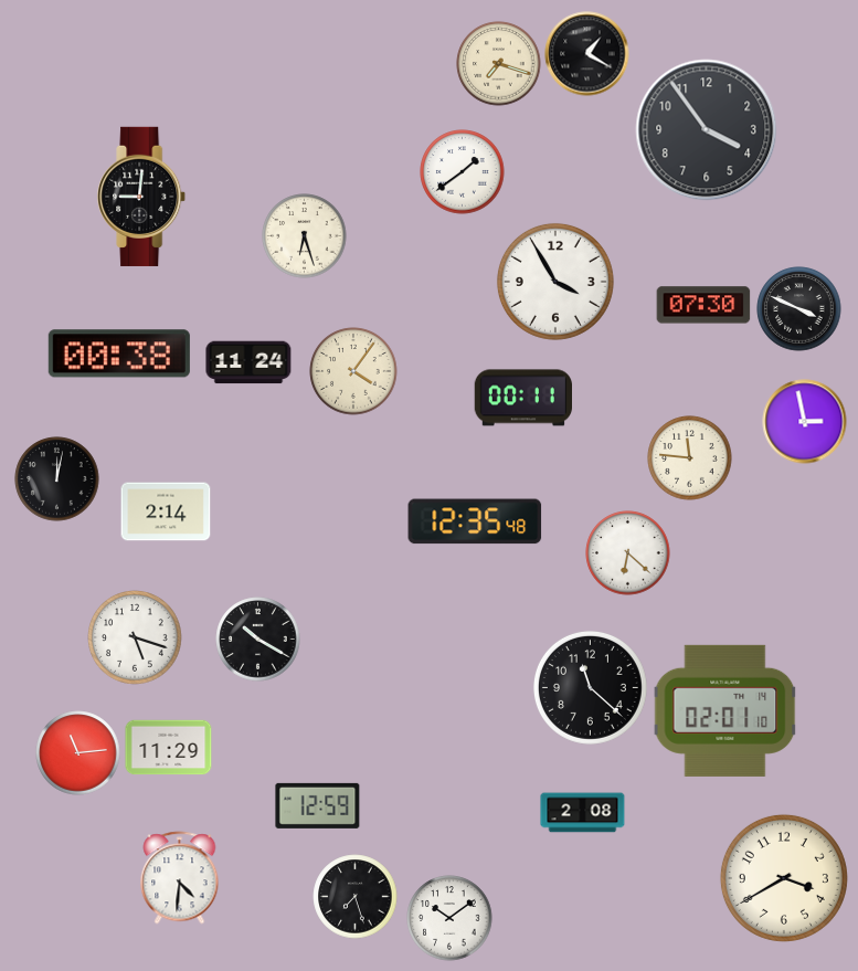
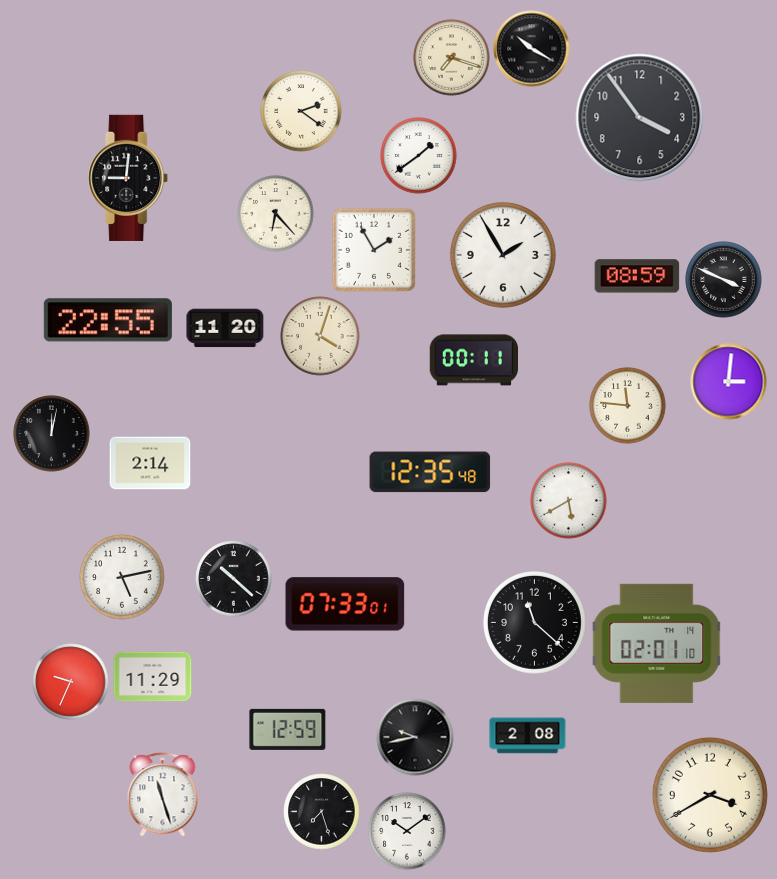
clock at (587, 54): 1:20 -> 10:20
clock at (301, 111): none -> 2:21
clock at (305, 236): 6:27 -> 6:23
clock at (374, 250): none -> 1:55
clock at (555, 282): 3:55 -> 1:55
clock at (703, 305): 07:30 -> 08:59
clock at (119, 353): 00:38 -> 22:55
clock at (248, 362): 11:24 -> 11:20
clock at (353, 371): 4:06 -> 4:03
clock at (805, 422): 2:58 -> 3:01
clock at (690, 458) position: (690, 458) -> (628, 406)
clock at (628, 553): 6:22 -> 5:40
clock at (135, 637): 5:18 -> 5:13
clock at (258, 640): 10:20 -> 10:22
clock at (345, 604): none -> 07:33
clock at (78, 753): 11:14 -> 9:34
clock at (415, 737): none -> 9:43
clock at (180, 878): 4:31 -> 11:27
